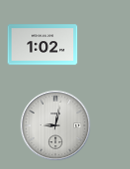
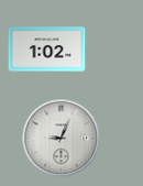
clock at (56, 126): 9:02 -> 9:04
